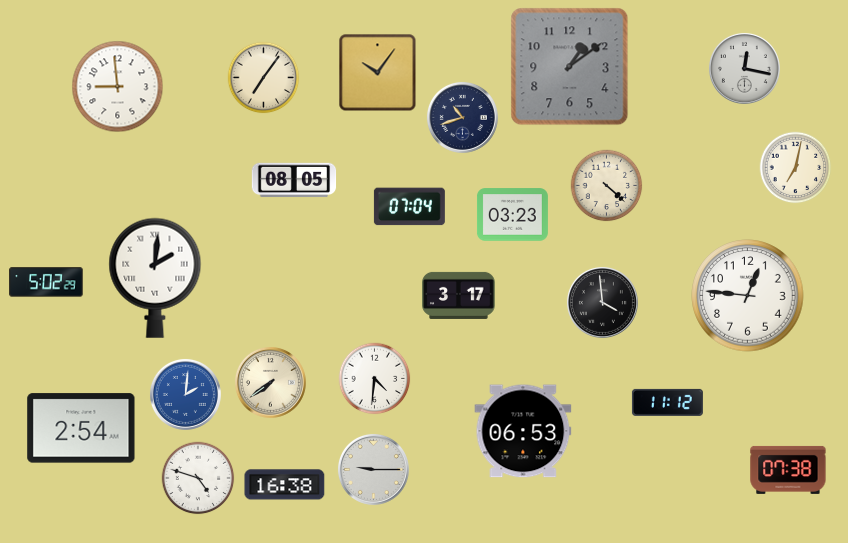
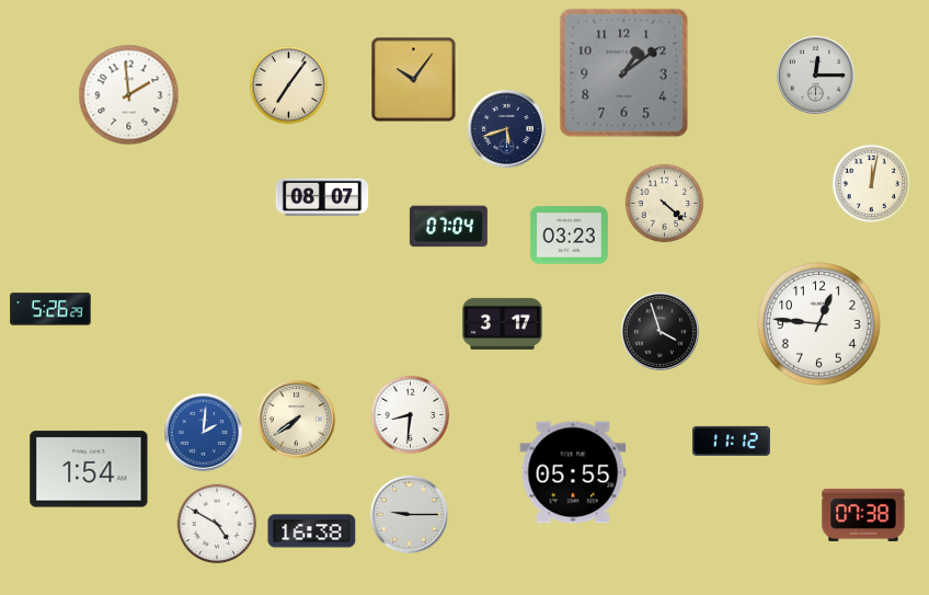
clock at (744, 68): 12:17 -> 12:15
clock at (118, 87): 8:59 -> 1:59
clock at (462, 117): 10:42 -> 5:42
clock at (796, 168): 7:02 -> 12:02
clock at (294, 180): 08:05 -> 08:07
clock at (512, 215) position: (512, 215) -> (569, 236)
clock at (155, 278): 2:01 -> none
clock at (46, 282): 5:02 -> 5:26
clock at (602, 302): 3:59 -> 3:57
clock at (375, 379): 4:31 -> 8:31
clock at (81, 428): 2:54 -> 1:54
clock at (523, 431): 06:53 -> 05:55
clock at (198, 478): 4:48 -> 4:50
